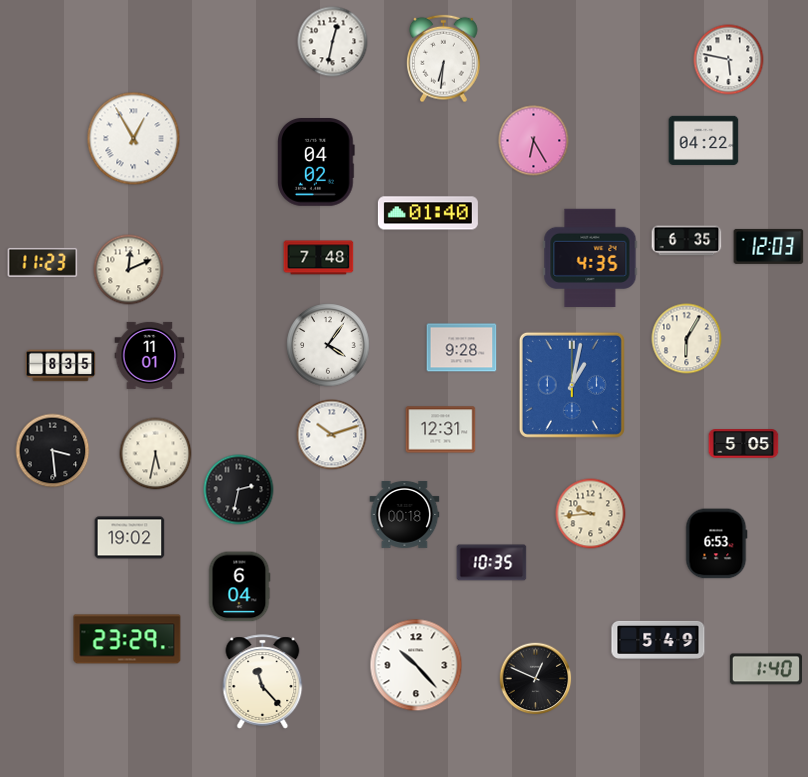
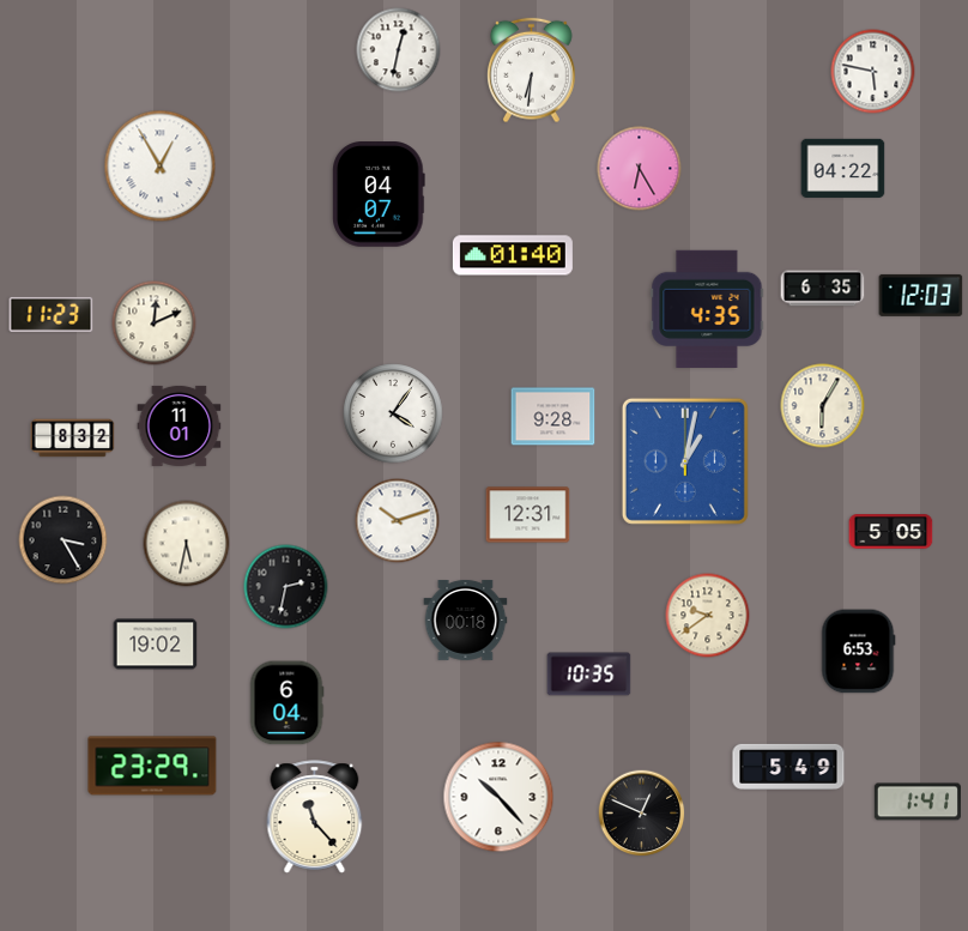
clock at (317, 163): 04:02 -> 04:07
clock at (319, 258): 7:48 -> none
clock at (61, 366): 8:35 -> 8:32
clock at (53, 451): 3:29 -> 3:25
clock at (591, 514): 9:44 -> 9:39
clock at (405, 515) position: (405, 515) -> (466, 621)
clock at (766, 669): 1:40 -> 1:41
